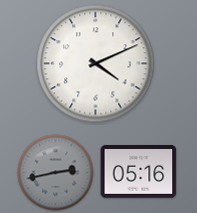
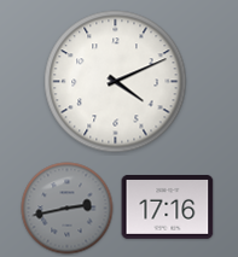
clock at (96, 64) position: (96, 64) -> (116, 82)
clock at (139, 172): 05:16 -> 17:16
